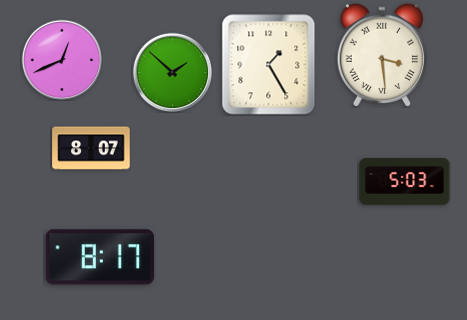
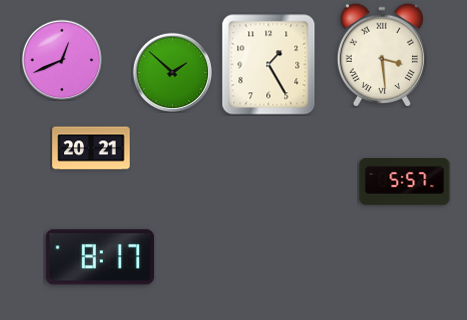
clock at (91, 148): 8:07 -> 20:21
clock at (405, 182): 5:03 -> 5:57
